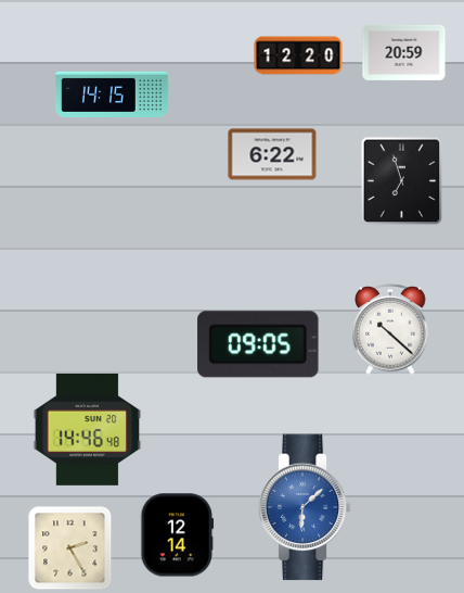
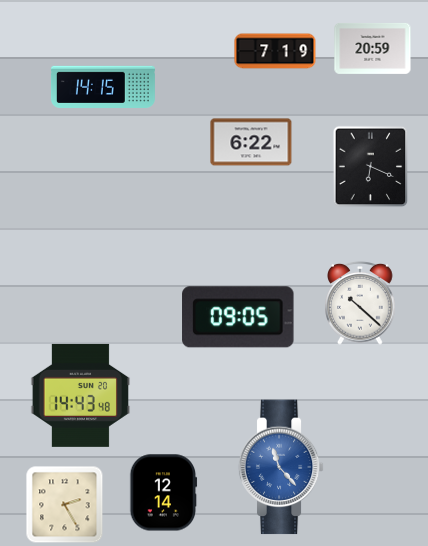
clock at (298, 55): 12:20 -> 7:19
clock at (402, 180): 6:57 -> 6:19
clock at (88, 429): 14:46 -> 14:43
clock at (305, 507): 6:08 -> 11:23
